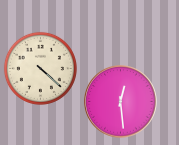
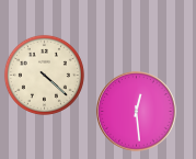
clock at (121, 102) position: (121, 102) -> (137, 112)
